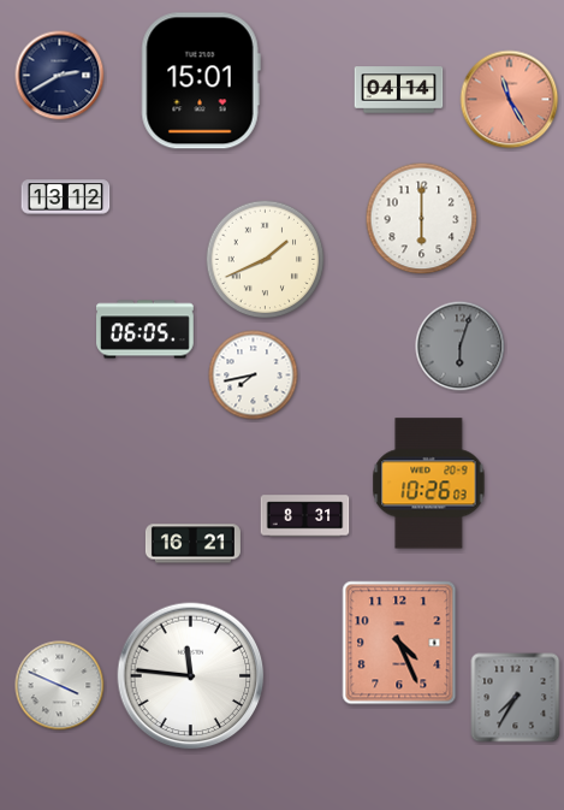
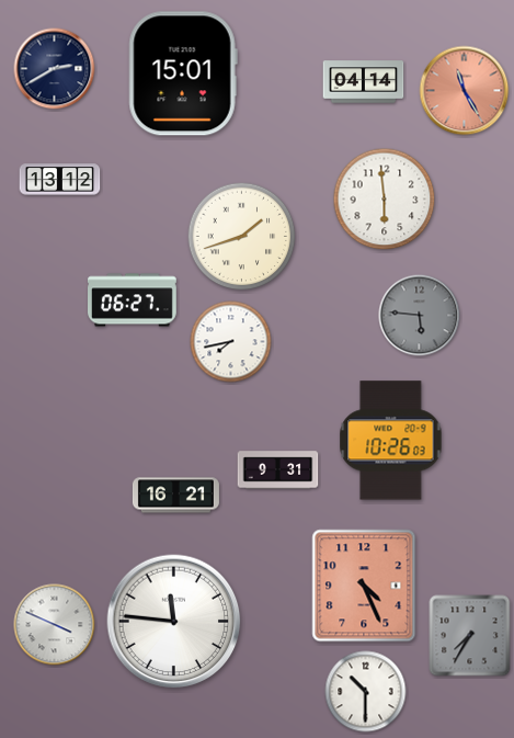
clock at (422, 219): 6:00 -> 5:59
clock at (266, 260): 1:41 -> 1:42
clock at (146, 330): 06:05 -> 06:27
clock at (461, 347): 6:03 -> 5:46
clock at (305, 516): 8:31 -> 9:31
clock at (191, 676) position: (191, 676) -> (174, 622)
clock at (366, 692): none -> 10:30
